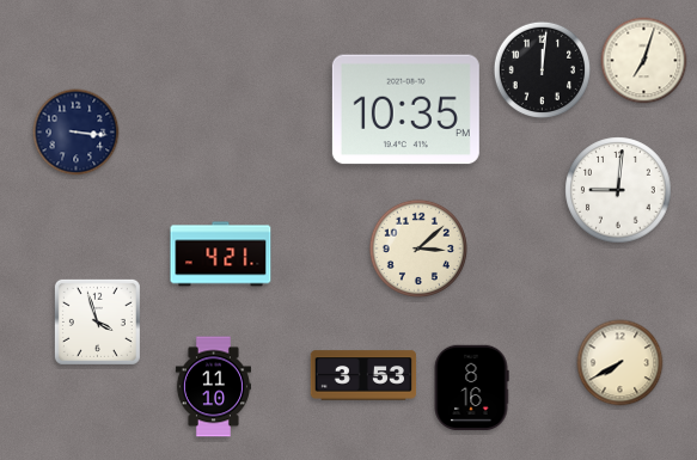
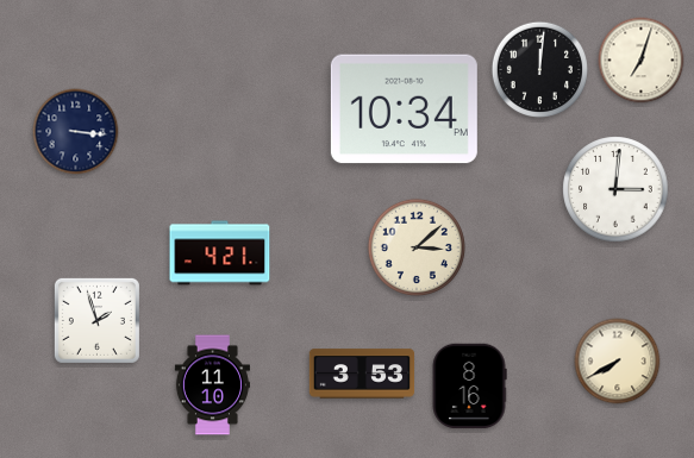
clock at (405, 110): 10:35 -> 10:34
clock at (618, 190): 9:01 -> 3:01
clock at (97, 321): 3:57 -> 1:57
